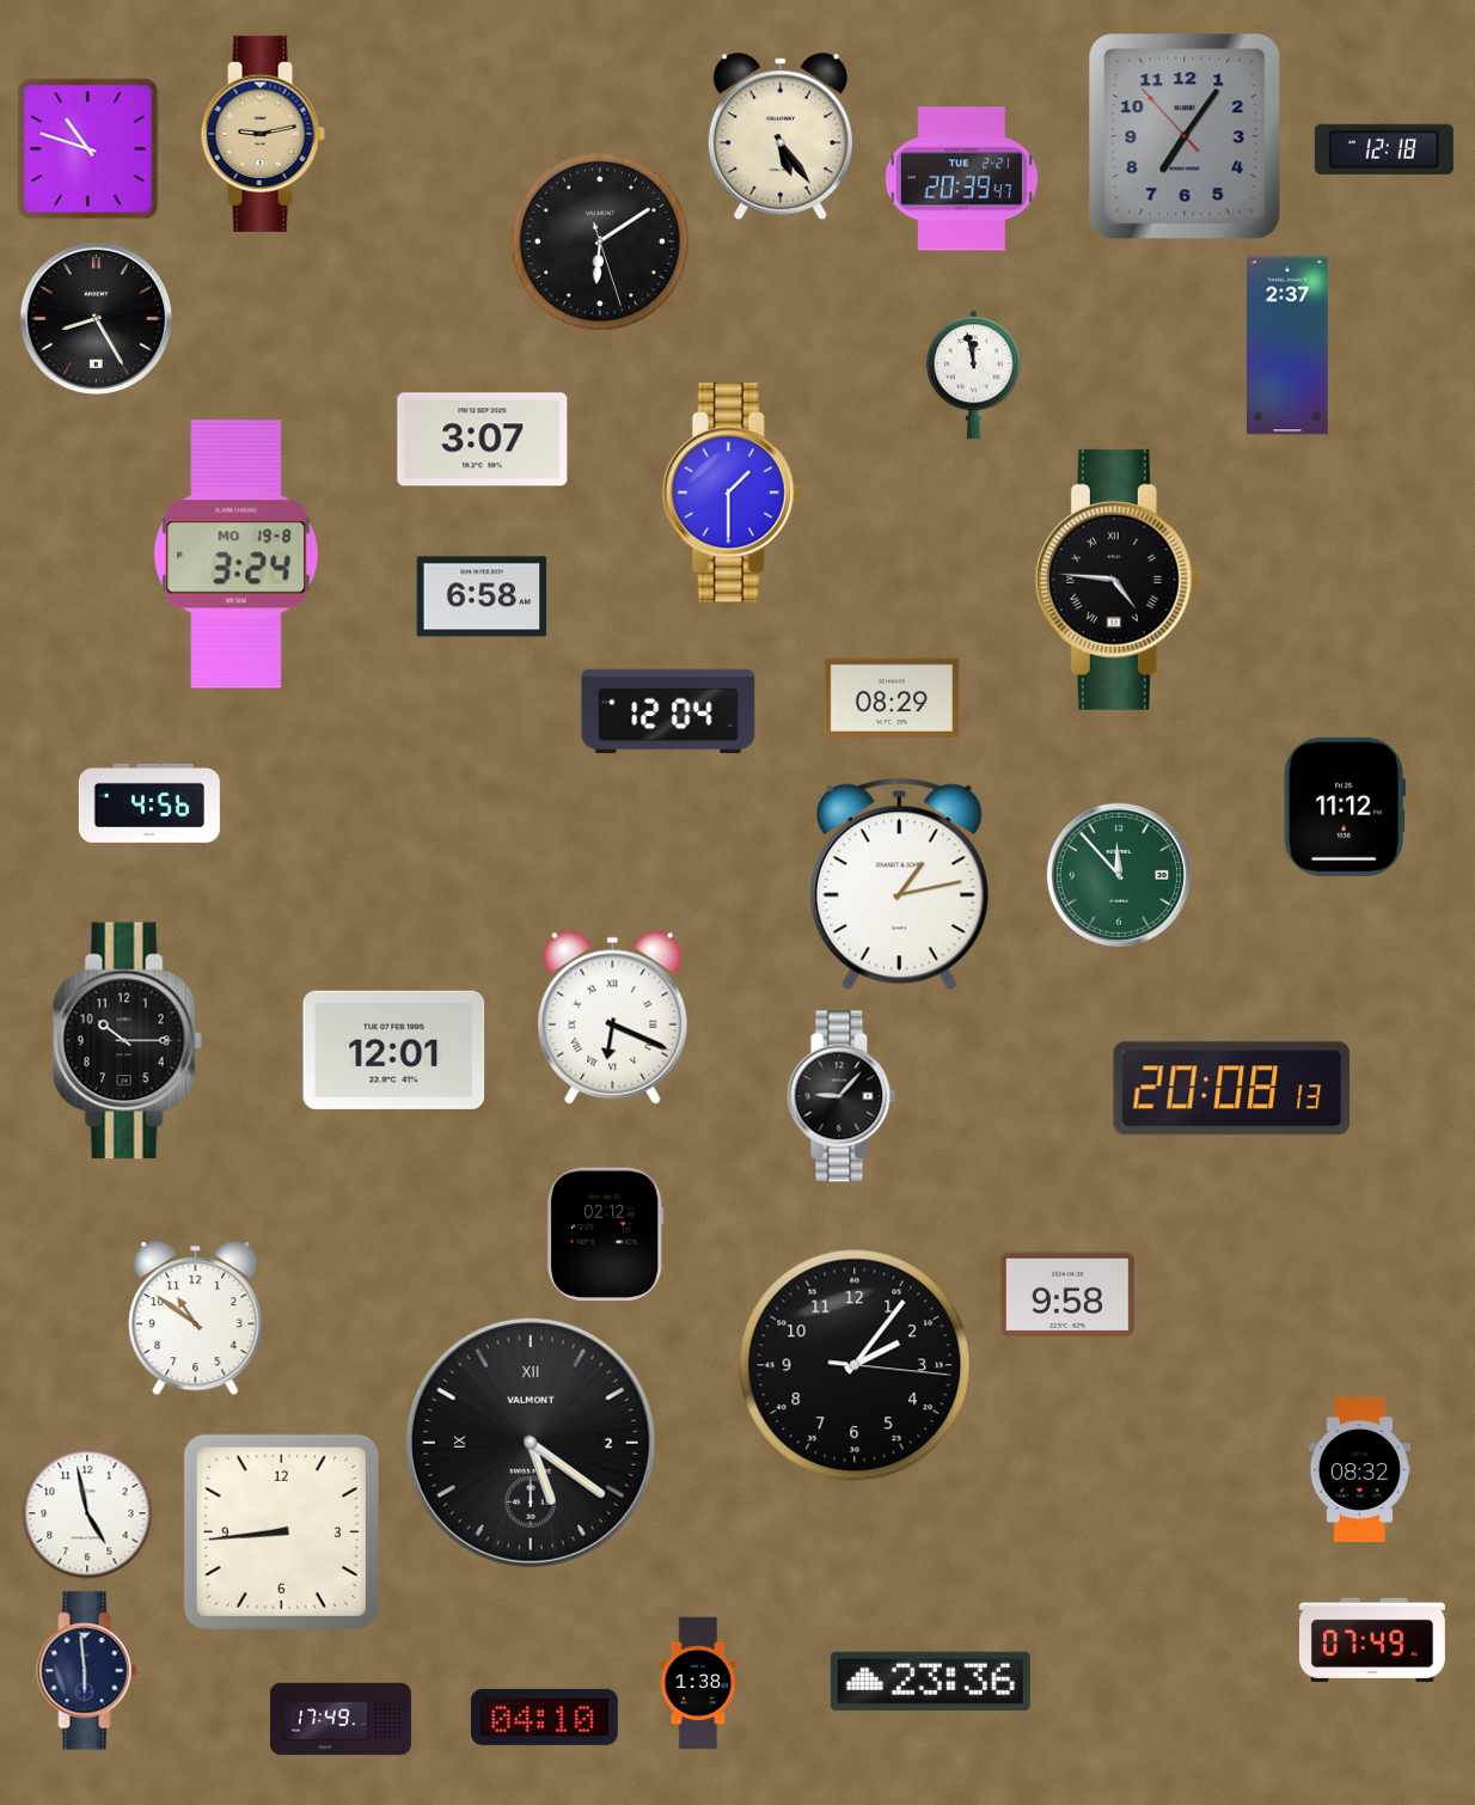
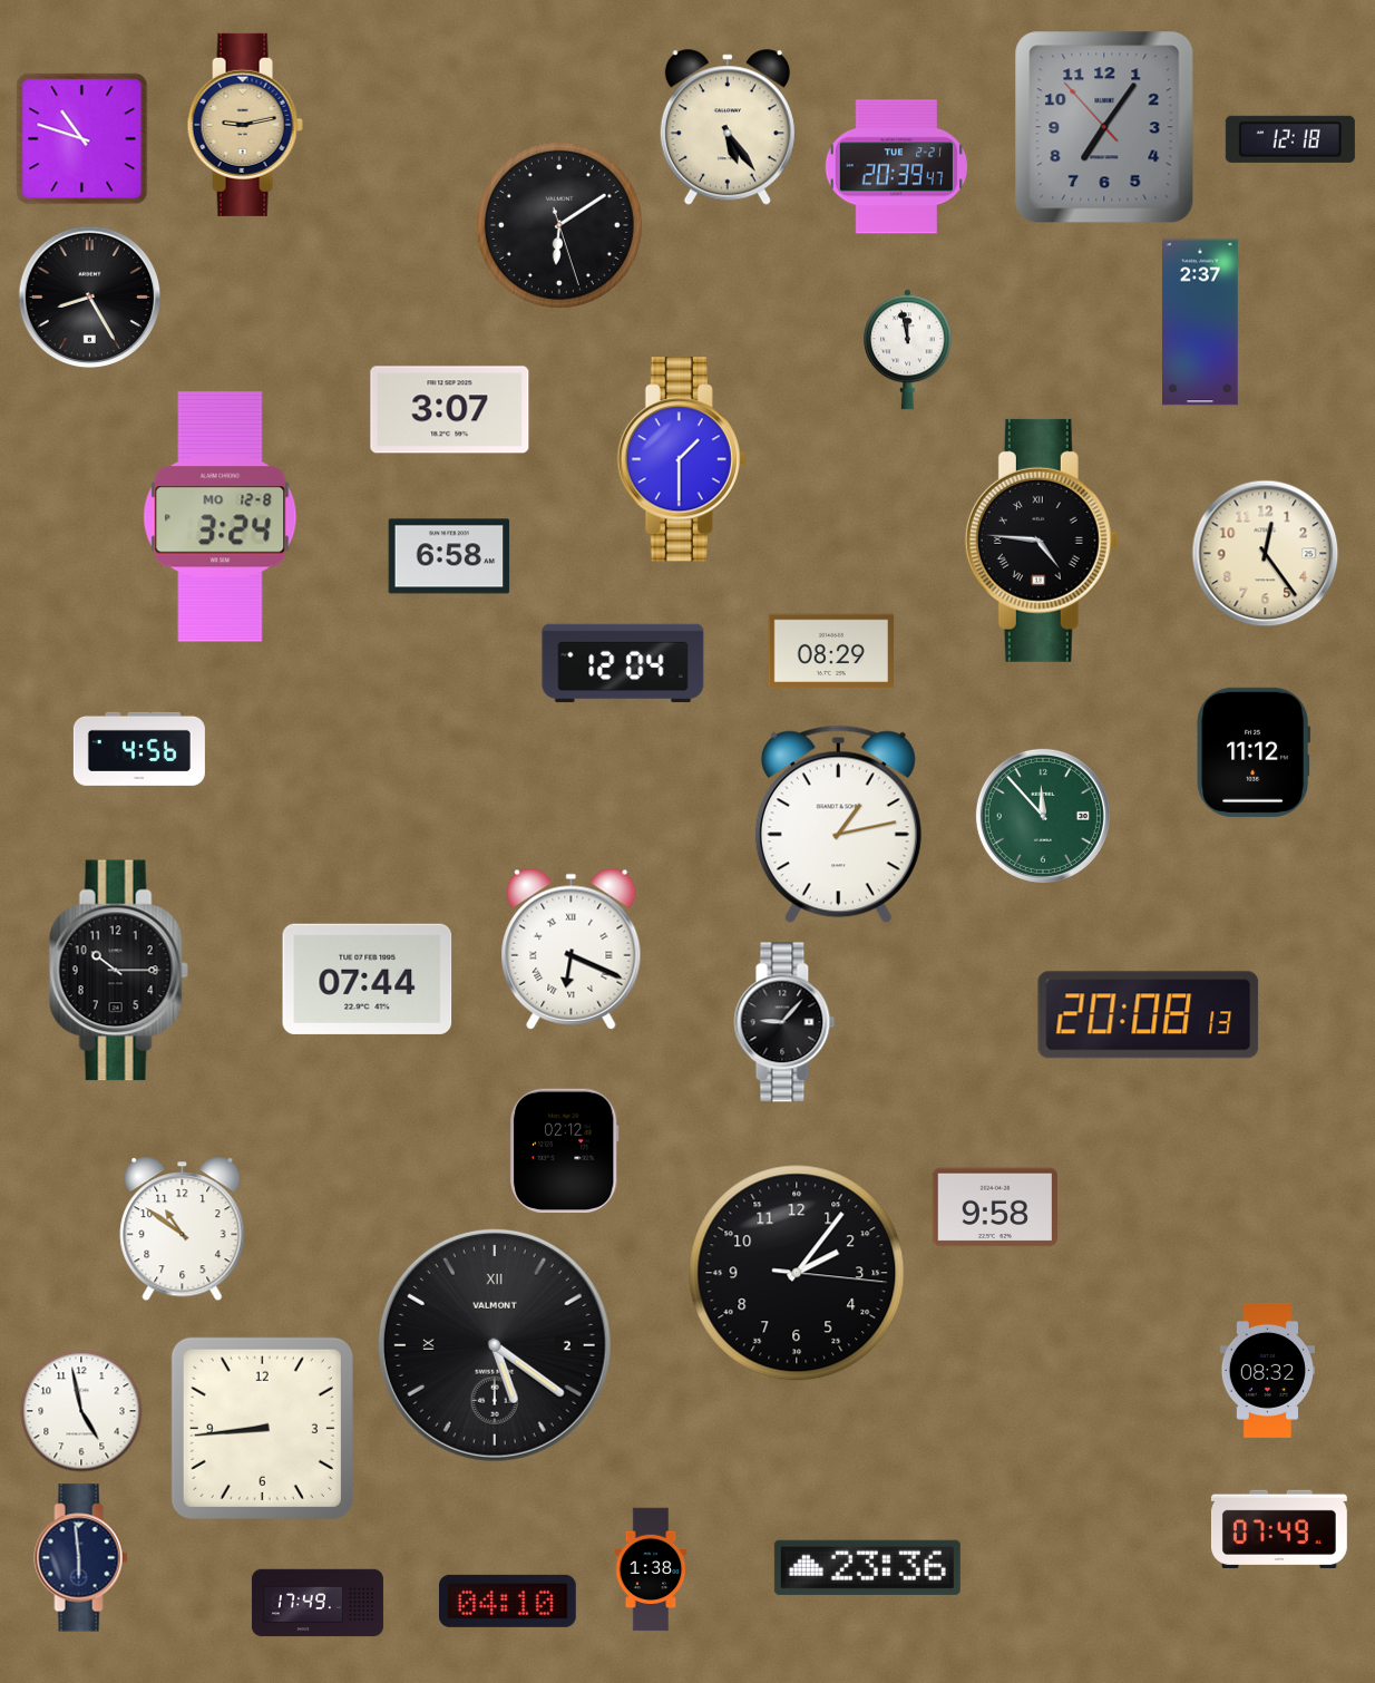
clock at (237, 555) date: MO 19-8 -> MO 12-8
clock at (1266, 554): none -> 12:24
clock at (394, 1050): 12:01 -> 07:44
